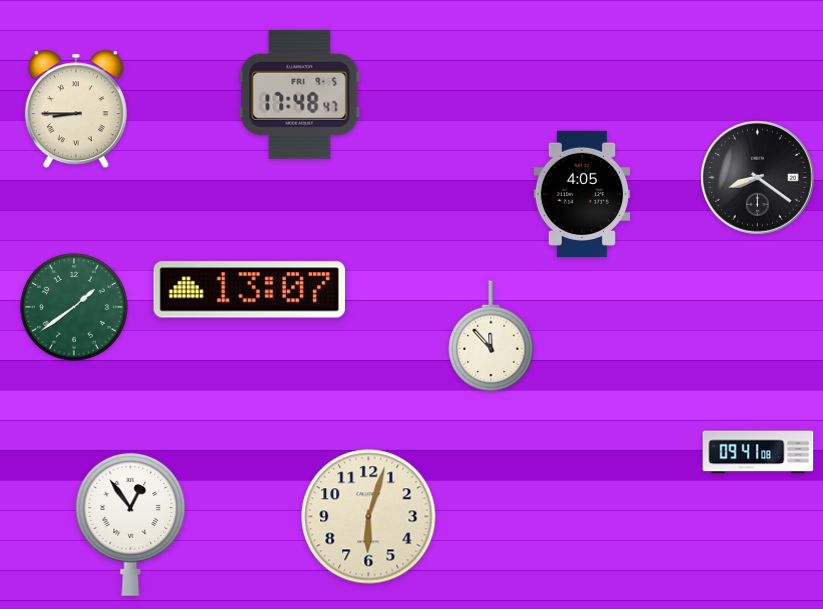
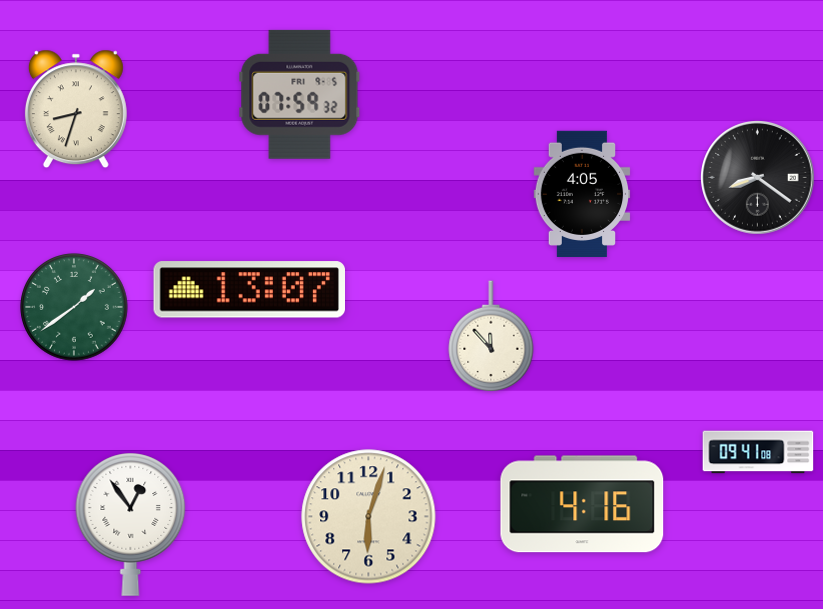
clock at (300, 94): 17:48 -> 07:59
clock at (76, 109): 8:45 -> 8:33
clock at (582, 504): none -> 4:16
